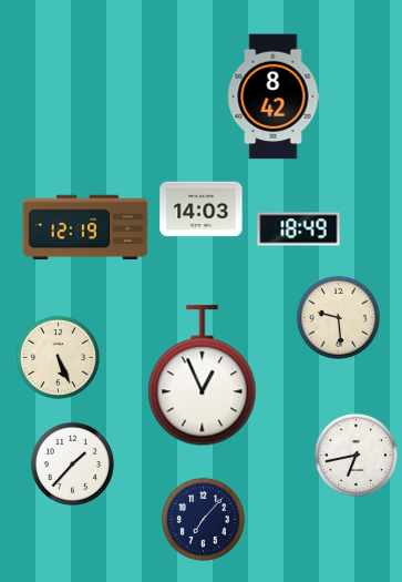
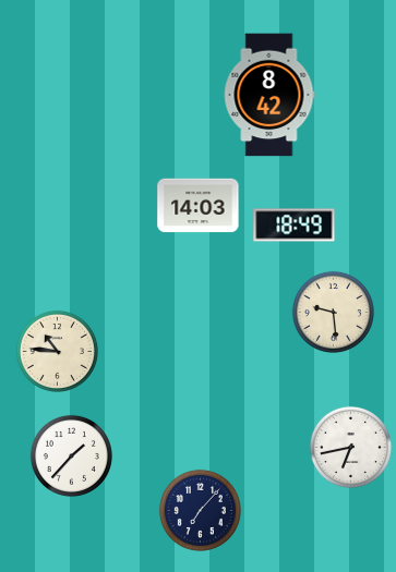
clock at (85, 227): 12:19 -> none
clock at (58, 357): 5:26 -> 10:46
clock at (203, 376): 12:56 -> none
